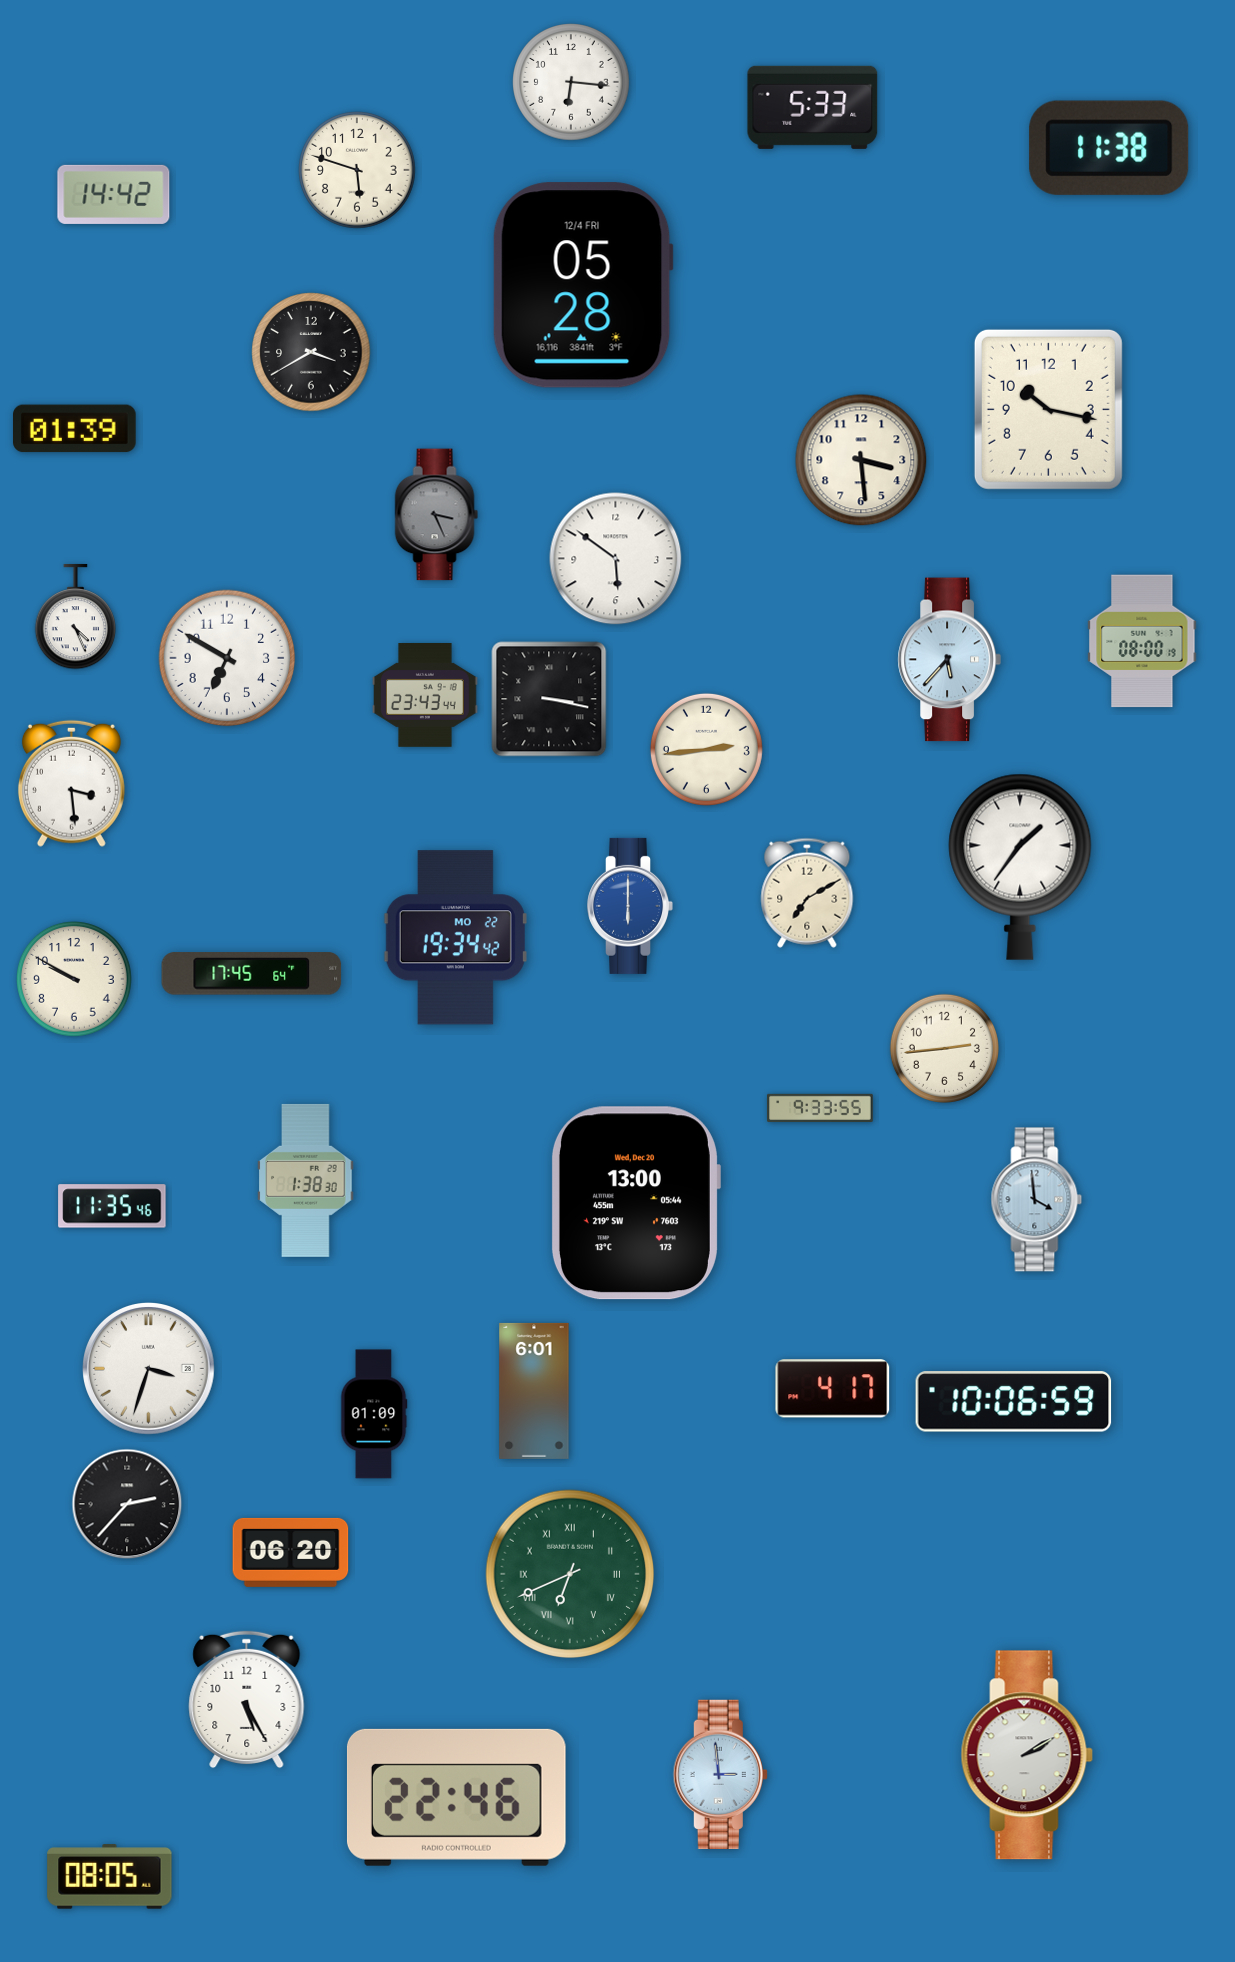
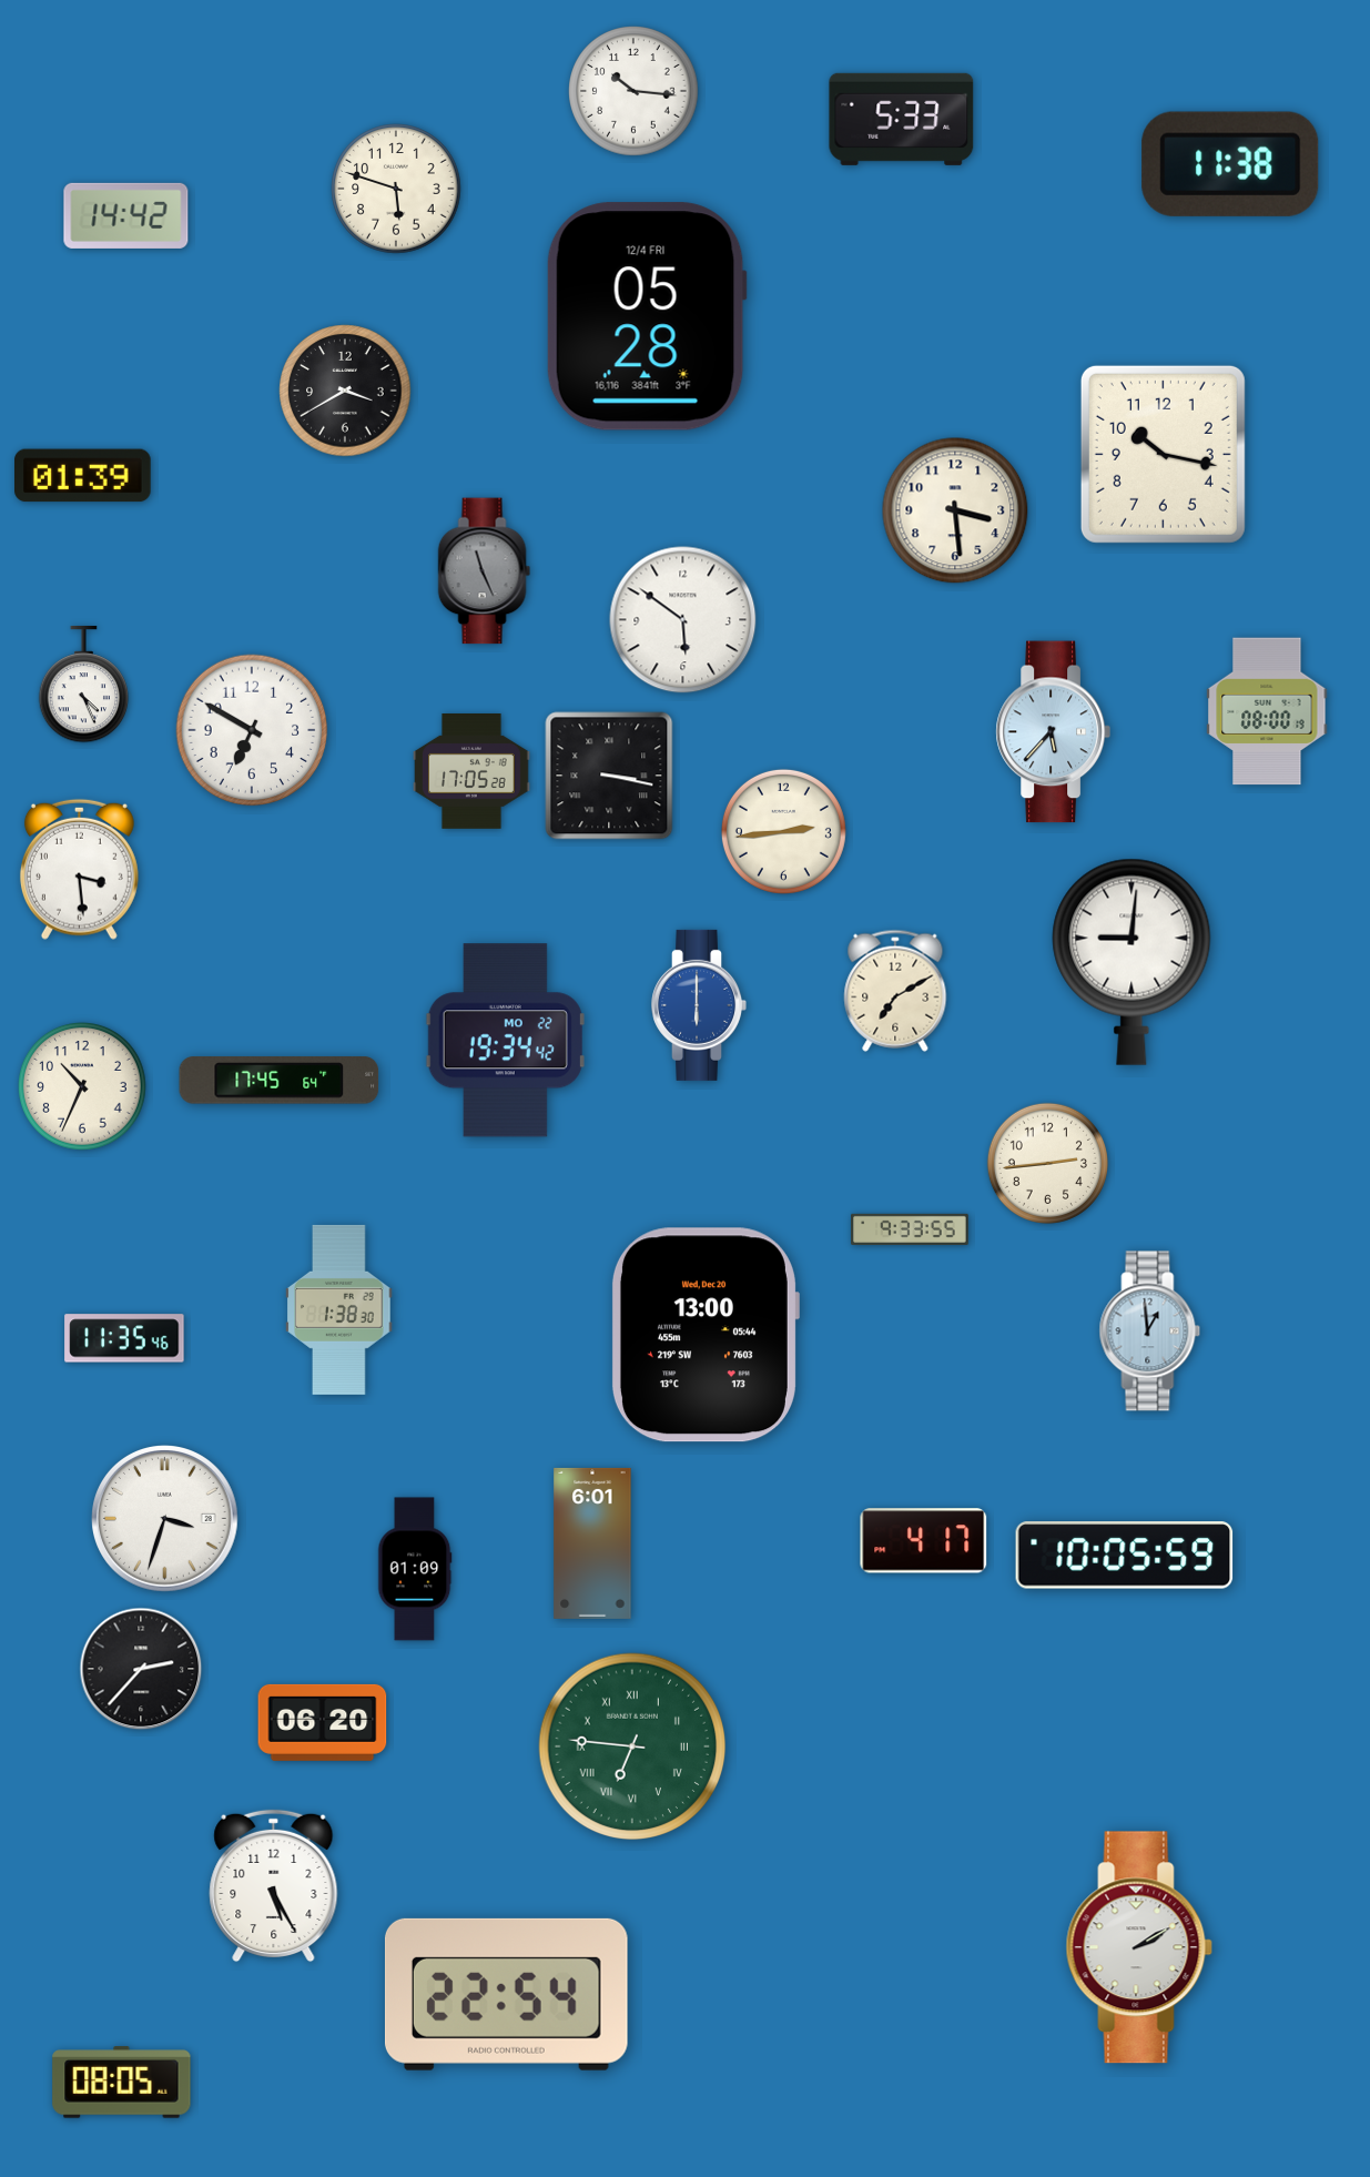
clock at (571, 82): 6:16 -> 10:16
clock at (437, 515): 3:26 -> 11:26
clock at (425, 696): 23:43 -> 17:05
clock at (1020, 867): 1:36 -> 9:01
clock at (75, 980): 9:50 -> 10:34
clock at (1037, 1200): 3:59 -> 12:59
clock at (1014, 1402): 10:06 -> 10:05
clock at (570, 1574): 6:41 -> 6:46
clock at (720, 1774): 2:59 -> none
clock at (456, 1797): 22:46 -> 22:54
